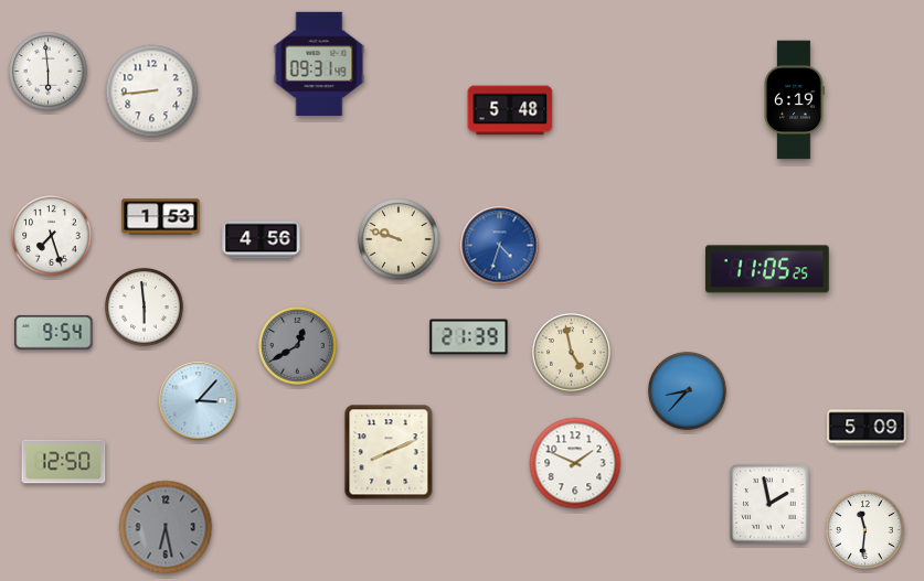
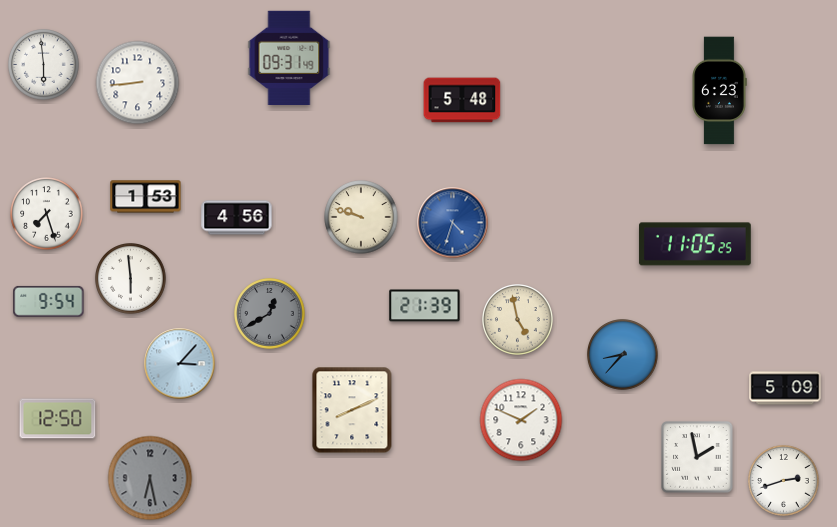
clock at (794, 100): 6:19 -> 6:23
clock at (865, 530): 11:31 -> 2:42
